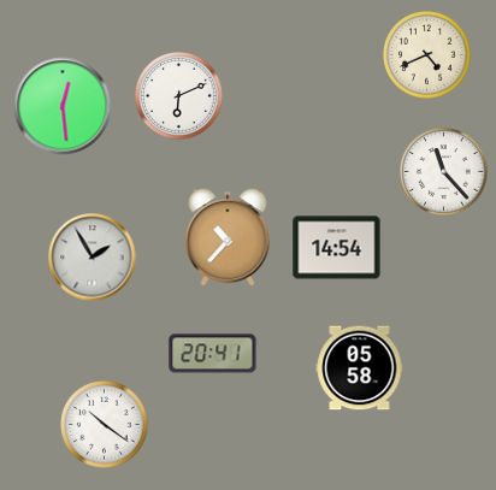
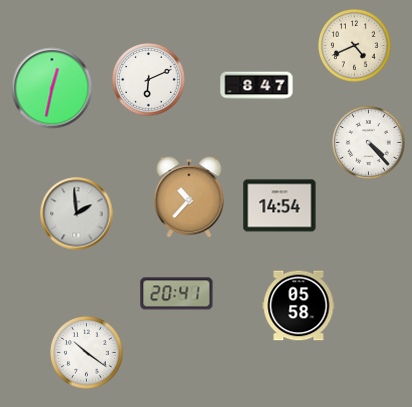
clock at (257, 86): none -> 8:47
clock at (63, 106): 12:29 -> 12:32
clock at (444, 172): 11:23 -> 4:23
clock at (93, 258): 1:55 -> 1:59
